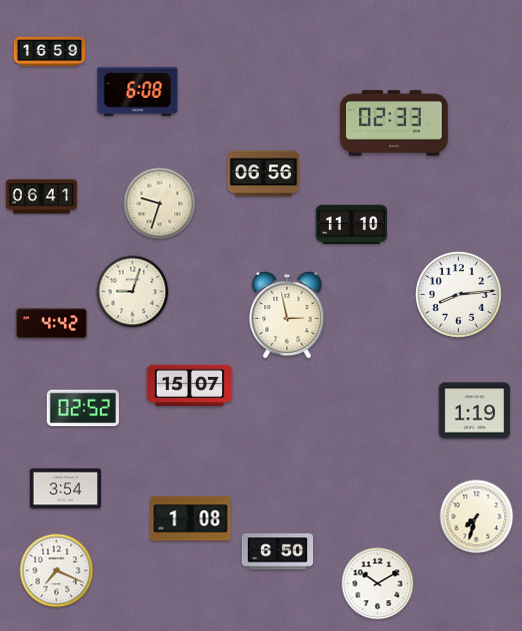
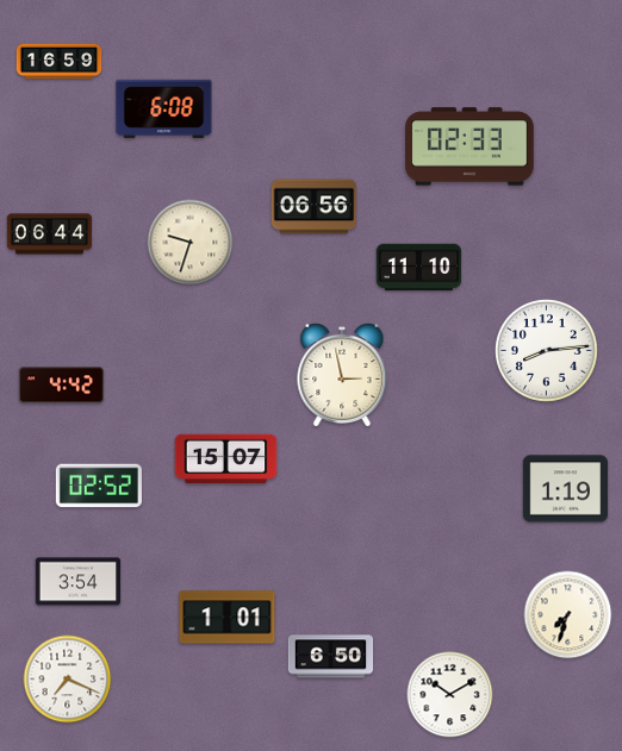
clock at (42, 197): 06:41 -> 06:44
clock at (133, 292): 9:03 -> none
clock at (191, 519): 1:08 -> 1:01
